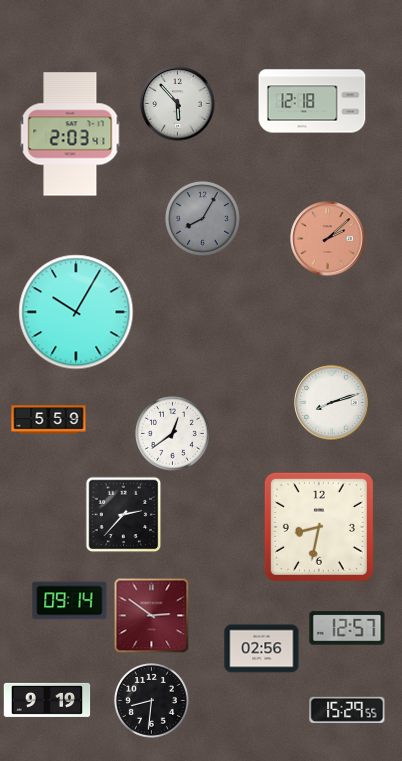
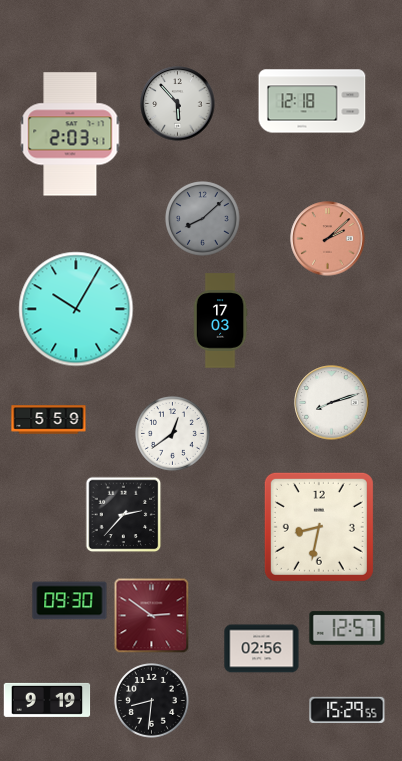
clock at (203, 219): 8:05 -> 8:08
clock at (76, 312) position: (76, 312) -> (76, 309)
clock at (220, 321): none -> 17:03
clock at (70, 601): 09:14 -> 09:30
